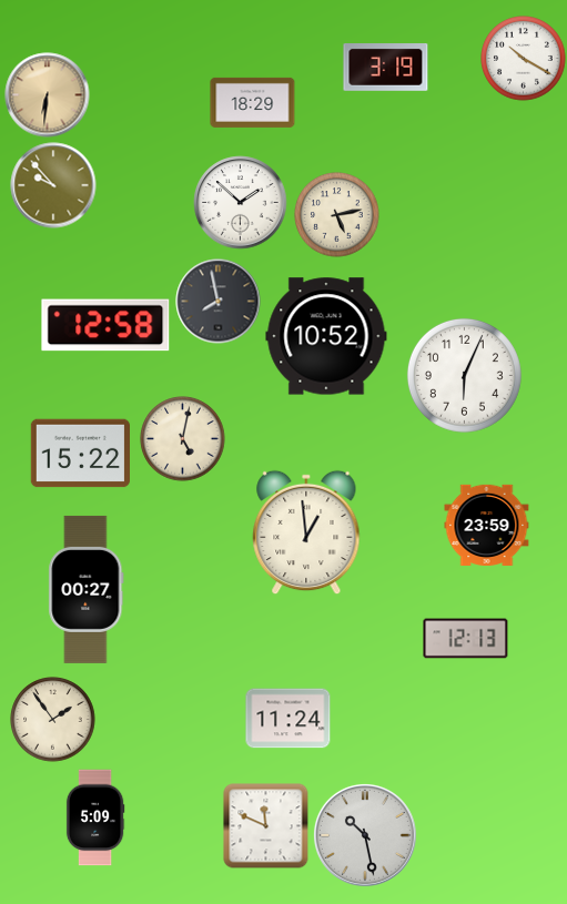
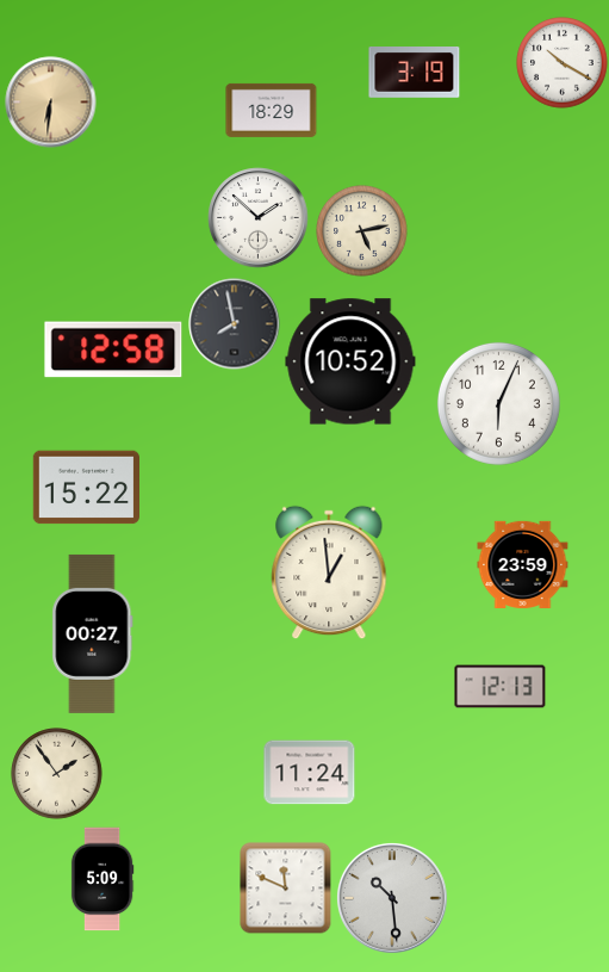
clock at (53, 185): 9:53 -> none
clock at (183, 439): 5:02 -> none
clock at (365, 835): 10:28 -> 10:29
